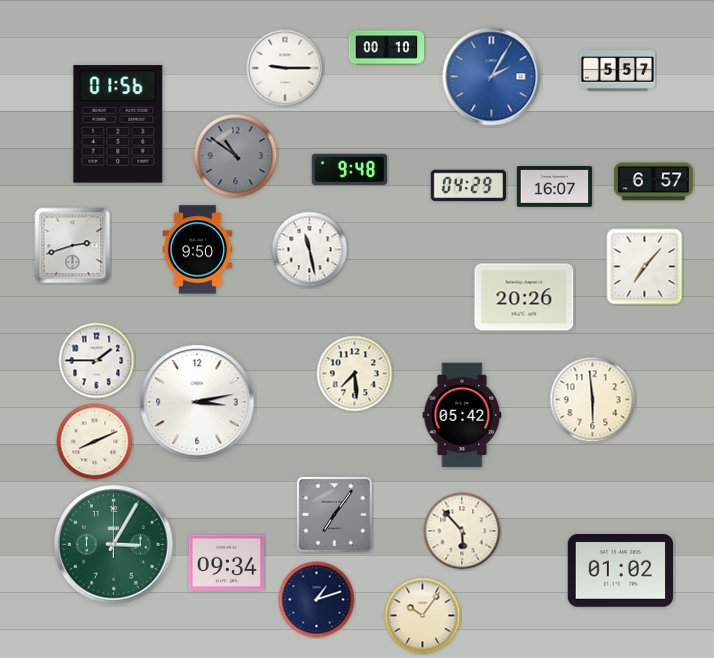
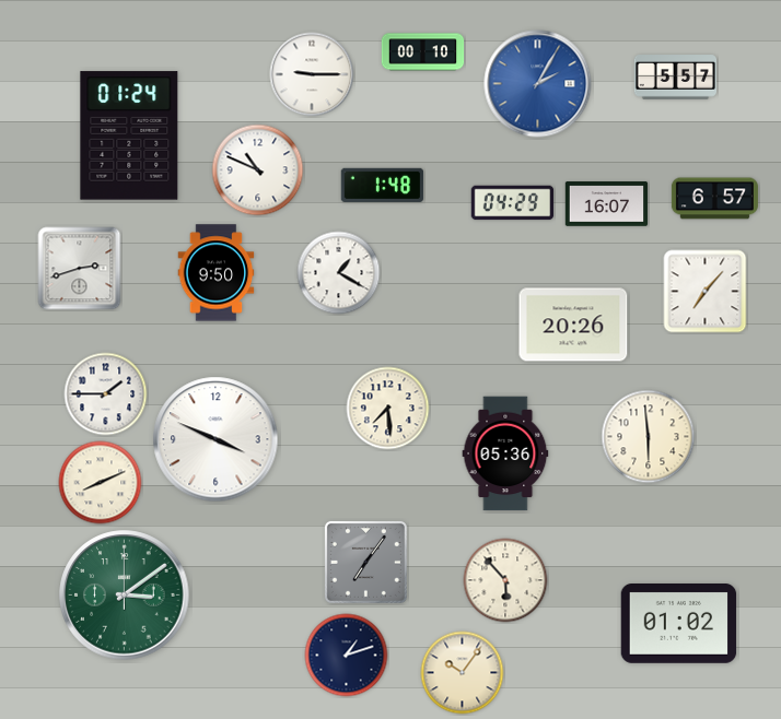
clock at (118, 124): 01:56 -> 01:24
clock at (236, 156): 10:51 -> 10:49
clock at (236, 156) dial: grey -> white
clock at (350, 169): 9:48 -> 1:48
clock at (310, 250): 11:28 -> 1:20
clock at (197, 402): 3:13 -> 3:49
clock at (462, 415): 05:42 -> 05:36
clock at (95, 442) position: (95, 442) -> (101, 483)
clock at (114, 545): 3:05 -> 3:09
clock at (227, 563): 09:34 -> none
